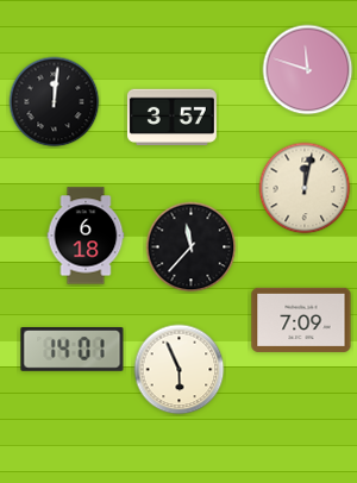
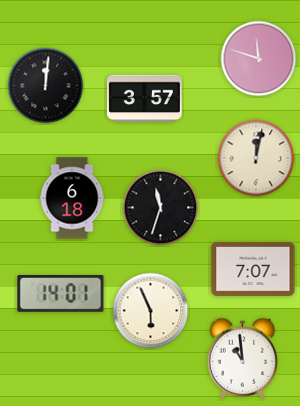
clock at (192, 247): 11:37 -> 11:33
clock at (301, 320): 7:09 -> 7:07
clock at (243, 358): none -> 10:59
